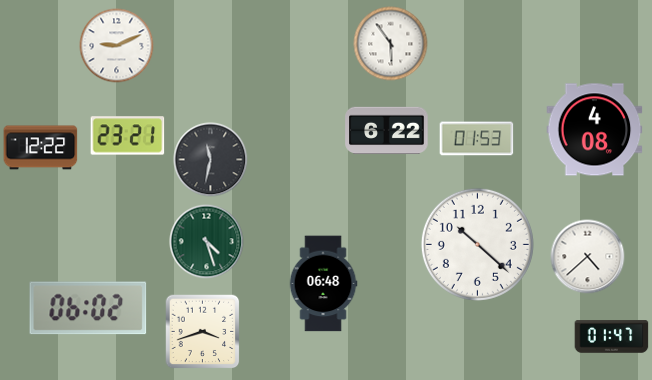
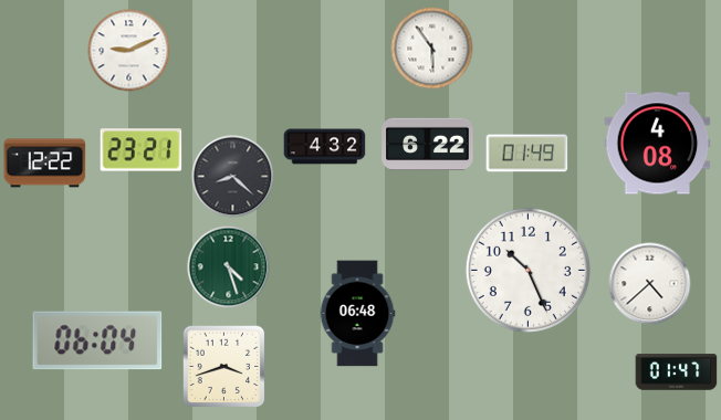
clock at (325, 147): none -> 4:32
clock at (477, 139): 01:53 -> 01:49
clock at (211, 160): 11:32 -> 8:22
clock at (477, 244): 10:22 -> 10:26
clock at (88, 308): 06:02 -> 06:04
